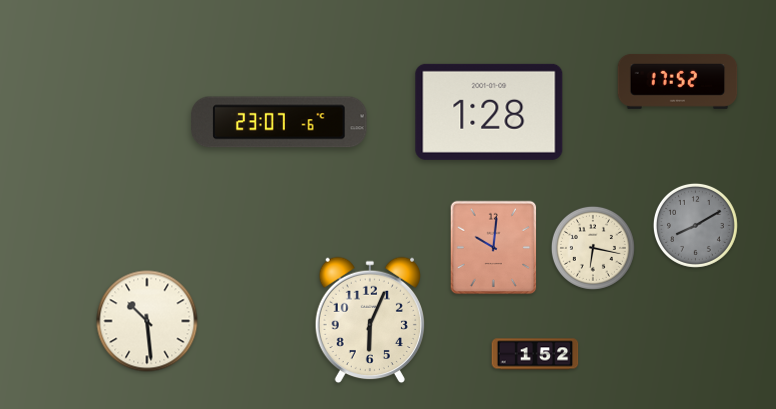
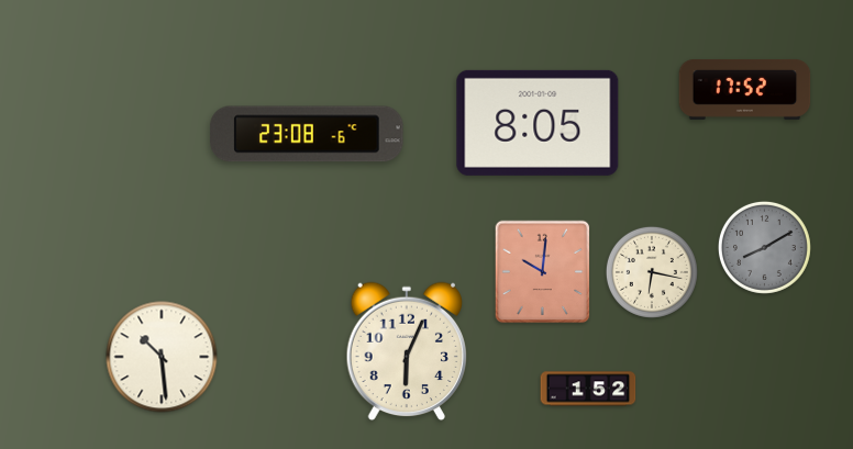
clock at (489, 112): 1:28 -> 8:05
clock at (279, 122): 23:07 -> 23:08
clock at (147, 321) position: (147, 321) -> (162, 357)
